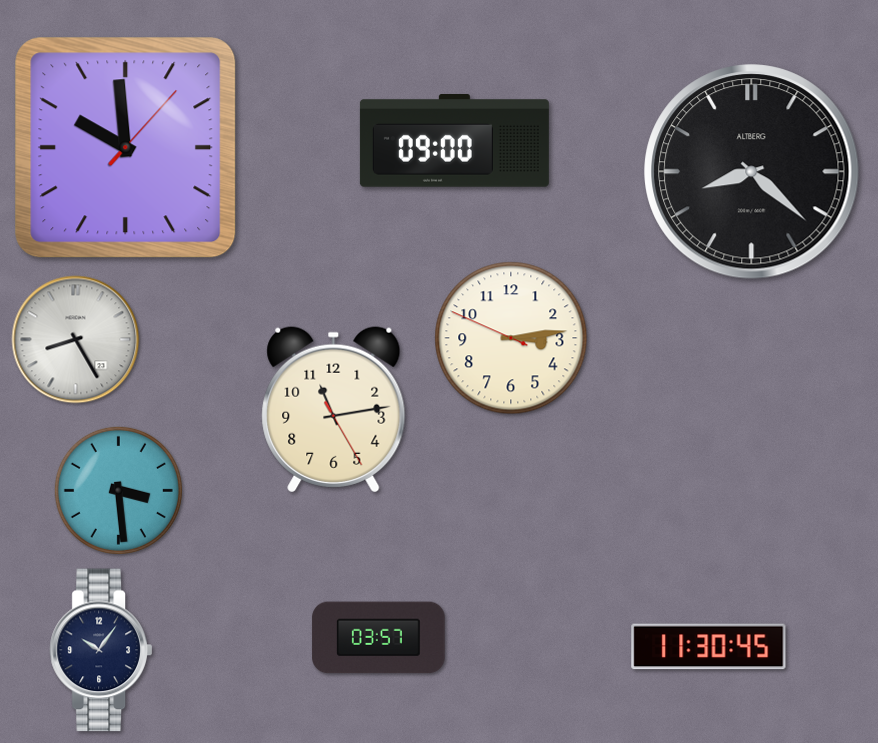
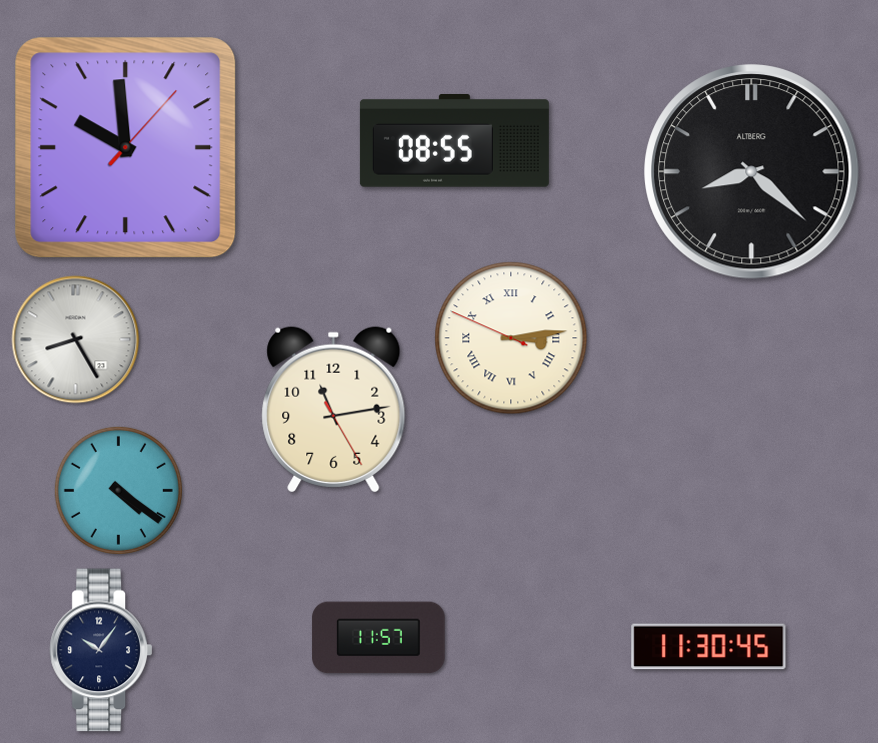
clock at (454, 141): 09:00 -> 08:55
clock at (511, 338) numerals: Arabic -> Roman
clock at (118, 490): 3:29 -> 4:21
clock at (379, 638): 03:57 -> 11:57
